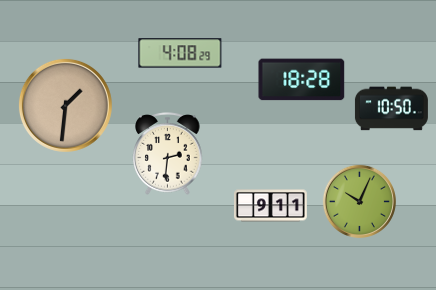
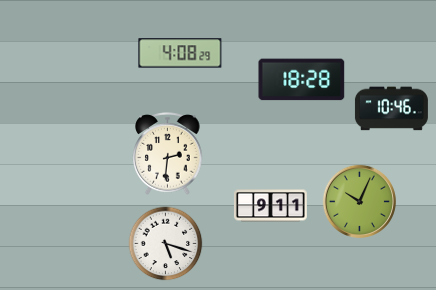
clock at (65, 105): 1:31 -> none
clock at (391, 109): 10:50 -> 10:46
clock at (166, 244): none -> 5:18
